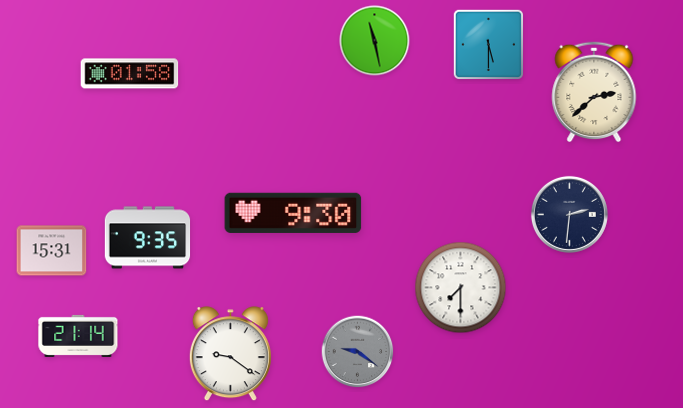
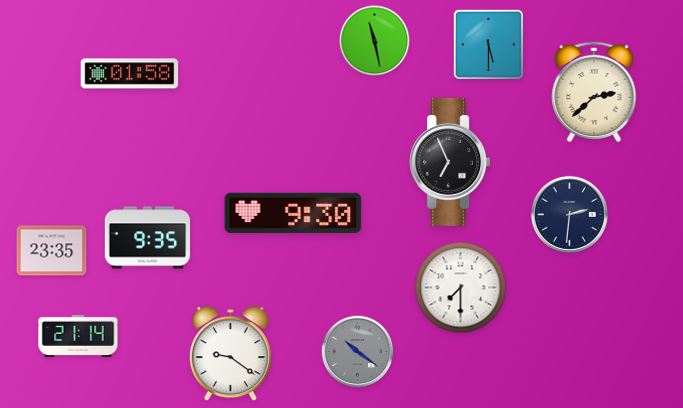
clock at (450, 162): none -> 6:56
clock at (52, 251): 15:31 -> 23:35
clock at (358, 352): 9:21 -> 10:21
